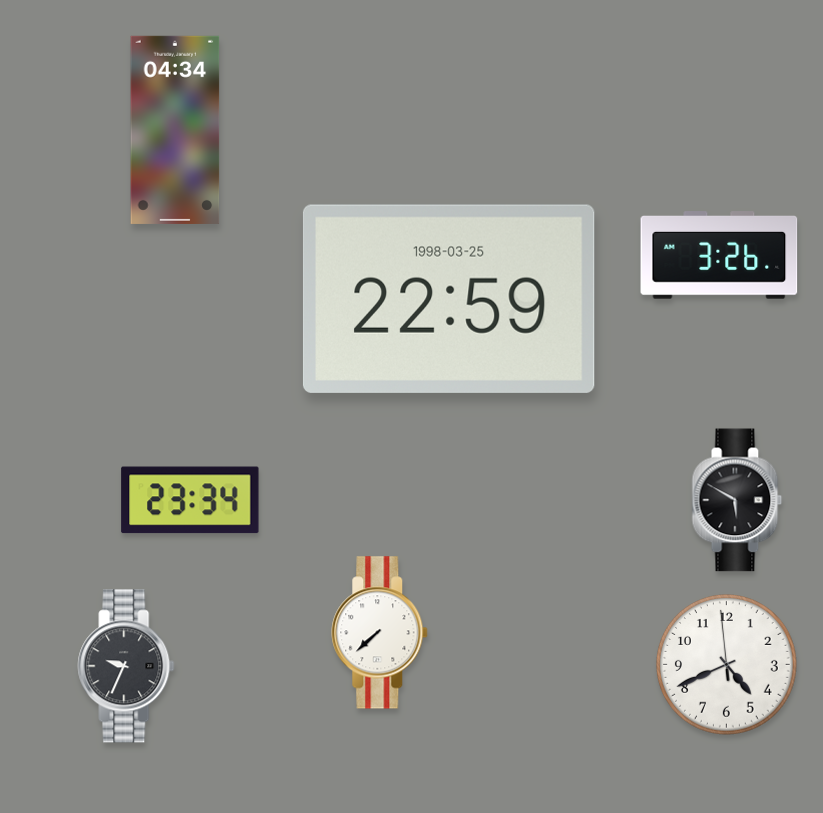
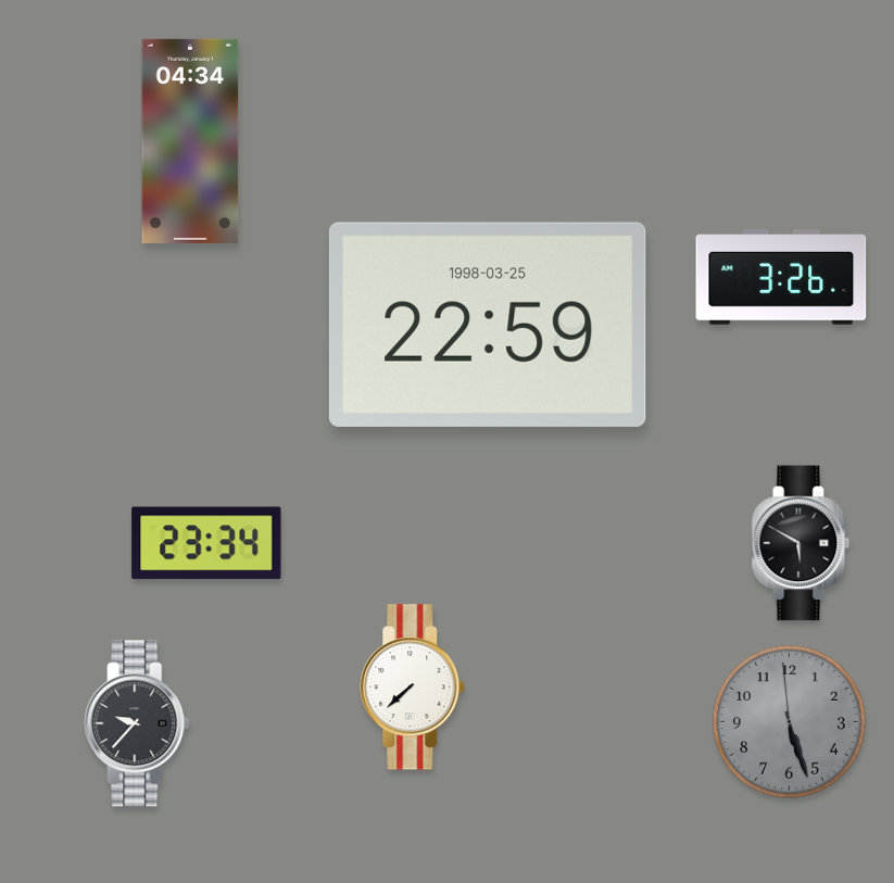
clock at (727, 665): 4:40 -> 5:26
clock at (727, 665) dial: white -> grey
clock at (126, 666): 9:34 -> 9:37
